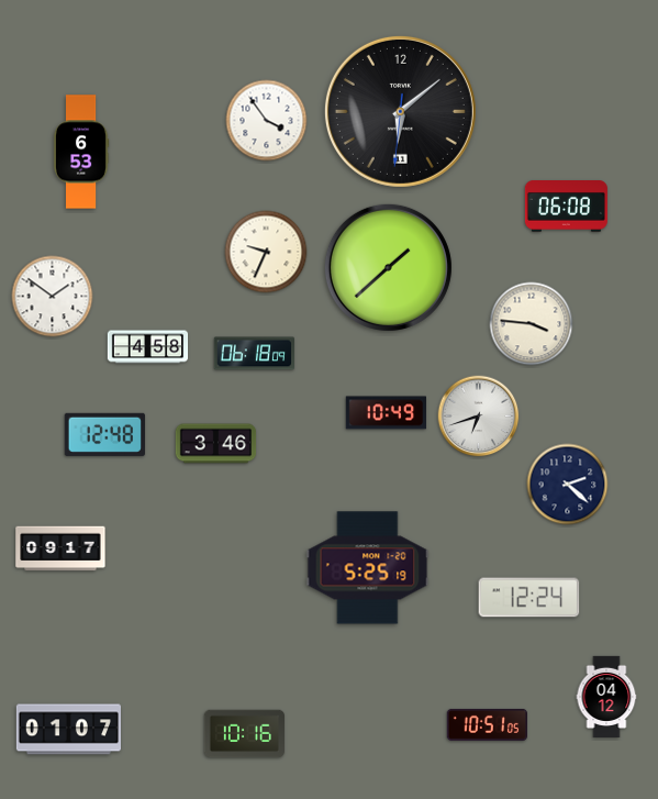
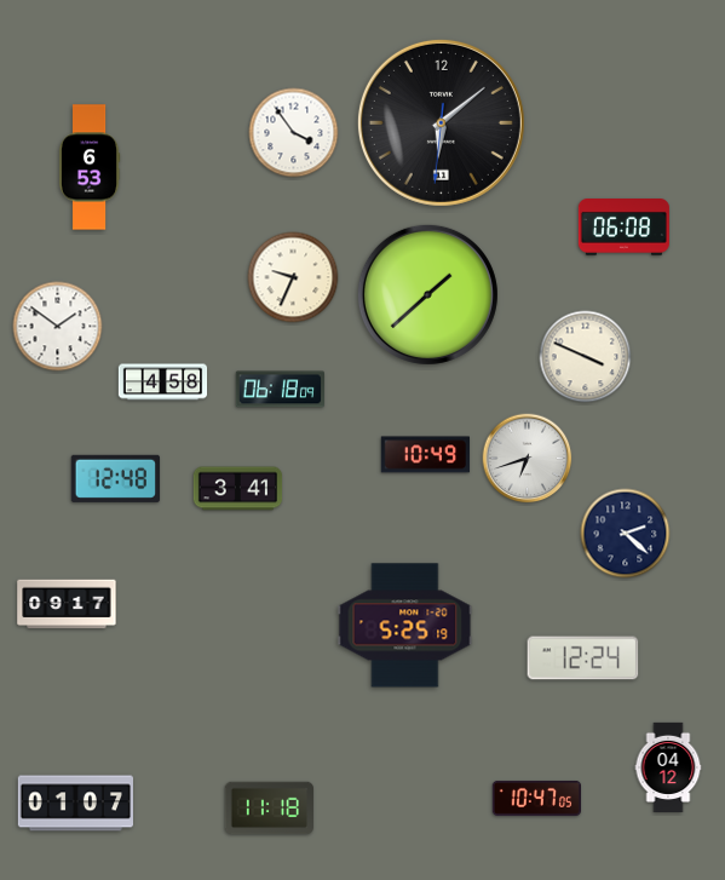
clock at (532, 324): 3:46 -> 3:49
clock at (216, 444): 3:46 -> 3:41
clock at (488, 724): 10:51 -> 10:47
clock at (244, 734): 10:16 -> 11:18
